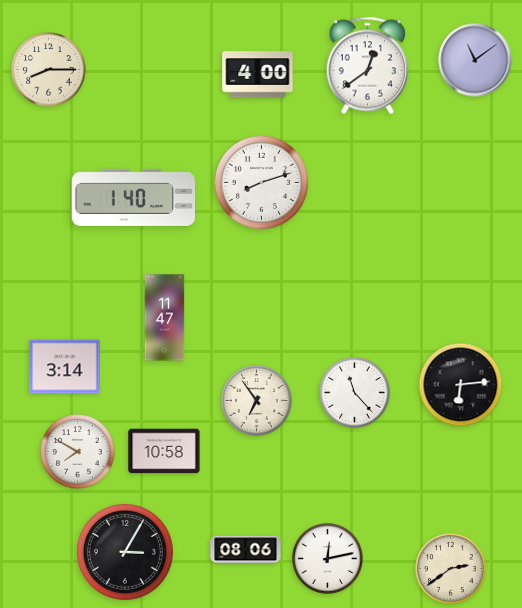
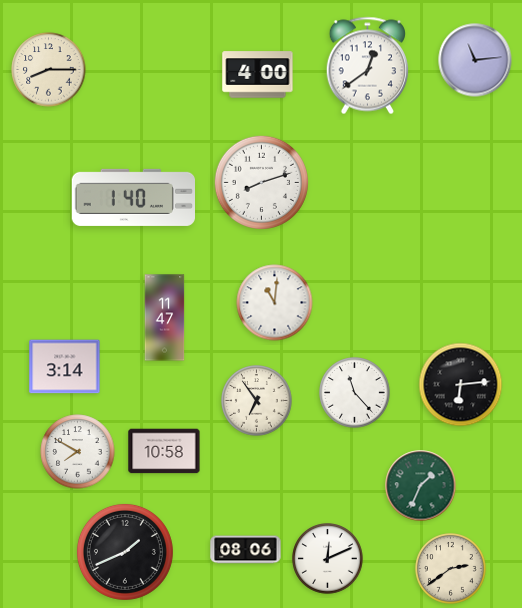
clock at (475, 60): 11:09 -> 11:14
clock at (275, 303): none -> 11:01
clock at (421, 486): none -> 1:34
clock at (125, 552): 3:05 -> 1:41
clock at (328, 559): 12:13 -> 12:11
